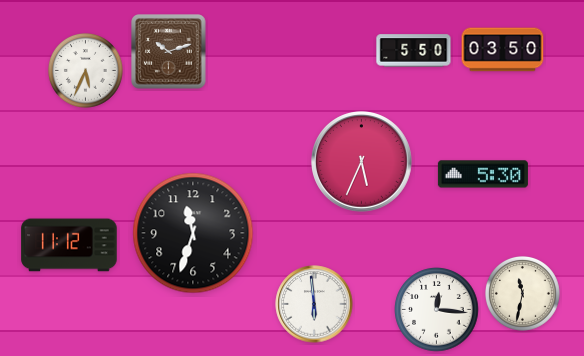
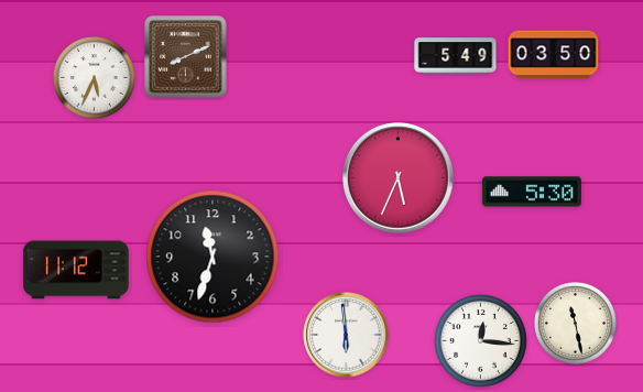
clock at (414, 51): 5:50 -> 5:49
clock at (169, 52): 10:12 -> 8:11
clock at (523, 294): 11:32 -> 11:28
